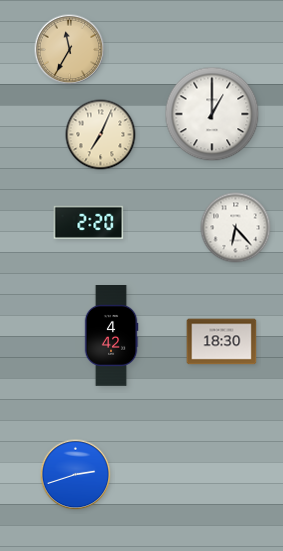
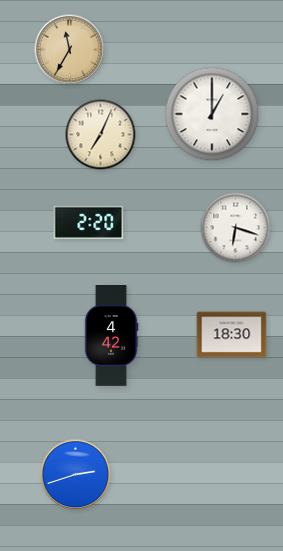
clock at (236, 228): 6:23 -> 6:18
clock at (222, 342) position: (222, 342) -> (232, 335)
